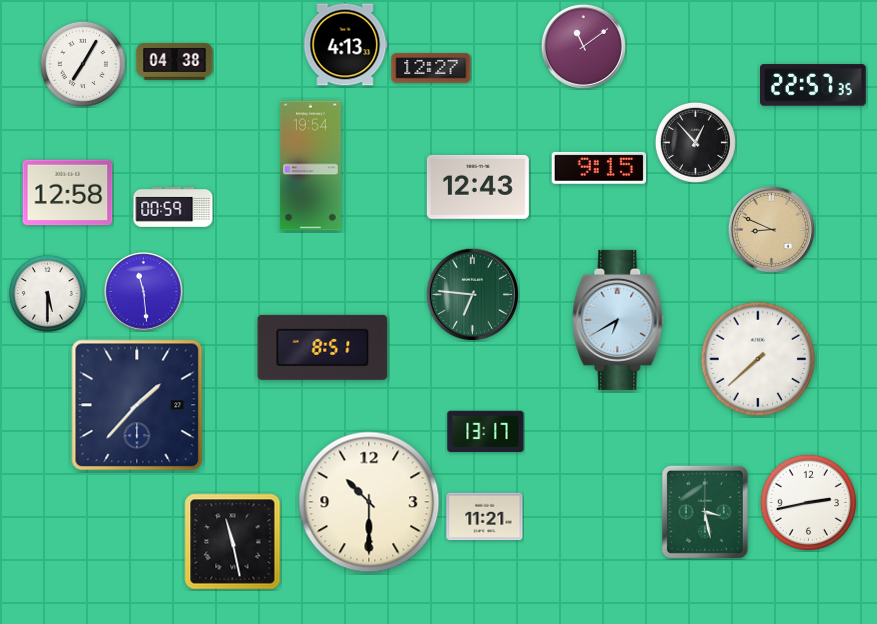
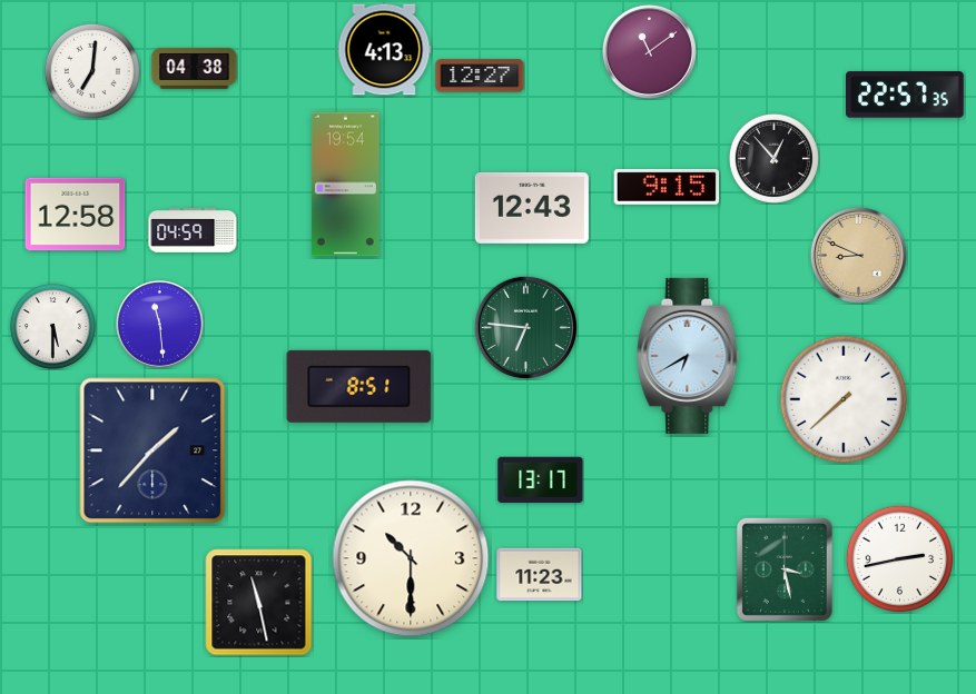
clock at (83, 64): 7:05 -> 7:01
clock at (173, 208): 00:59 -> 04:59
clock at (485, 517): 11:21 -> 11:23
